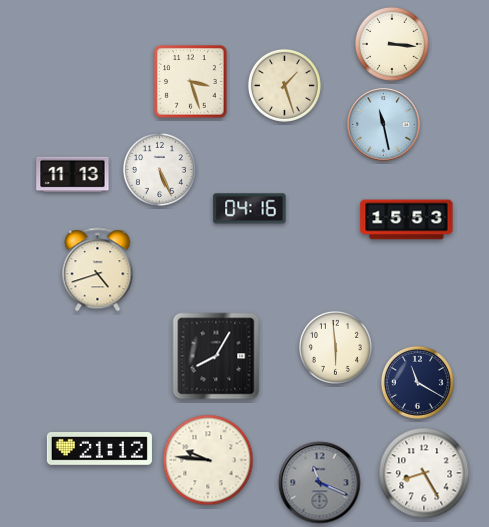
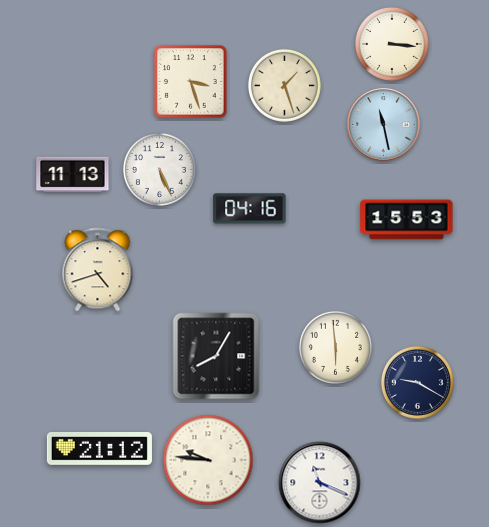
clock at (417, 382): 11:20 -> 9:20
clock at (424, 473): 8:25 -> none
clock at (320, 483) dial: grey -> white
